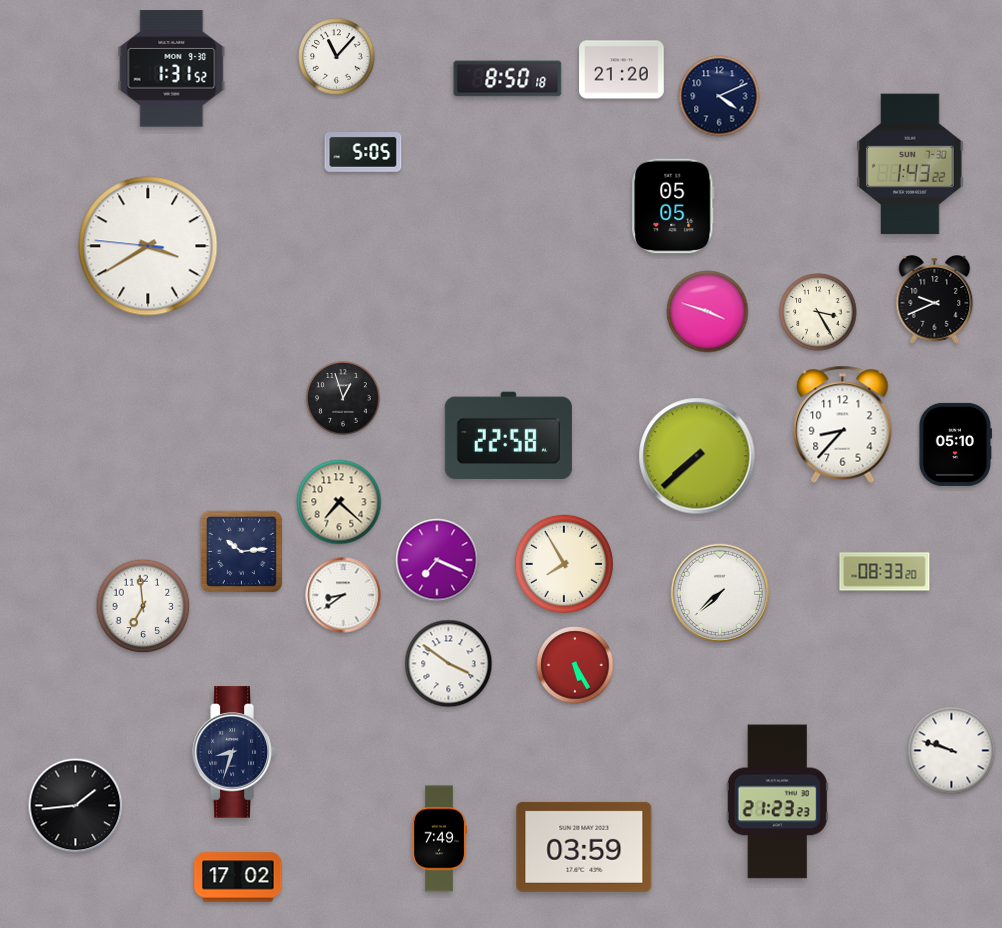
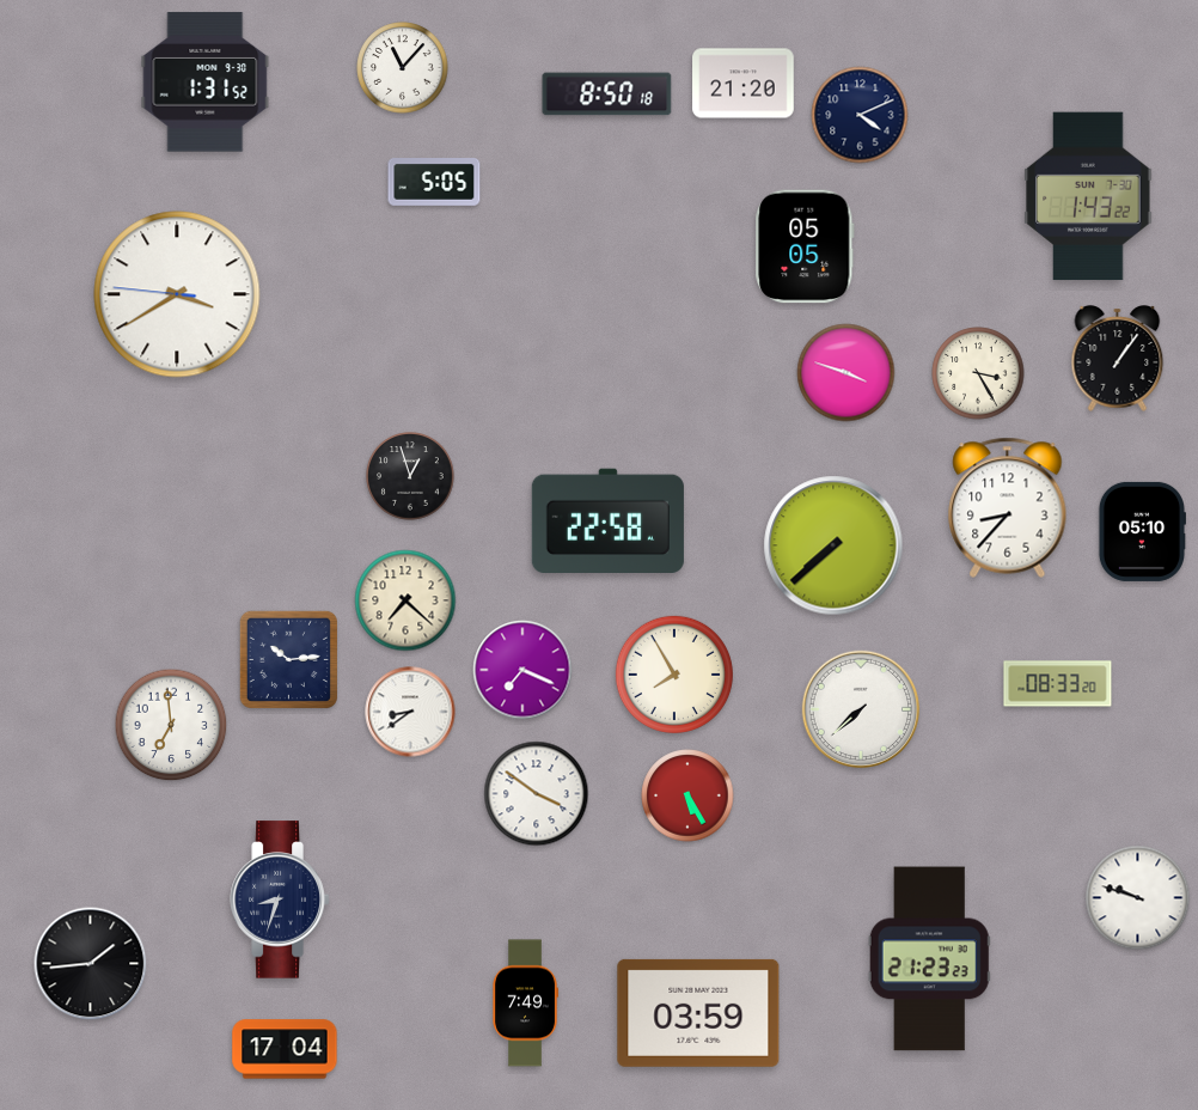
clock at (935, 300): 9:41 -> 1:06
clock at (238, 877): 17:02 -> 17:04
